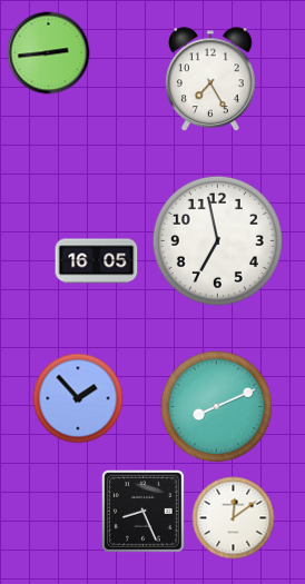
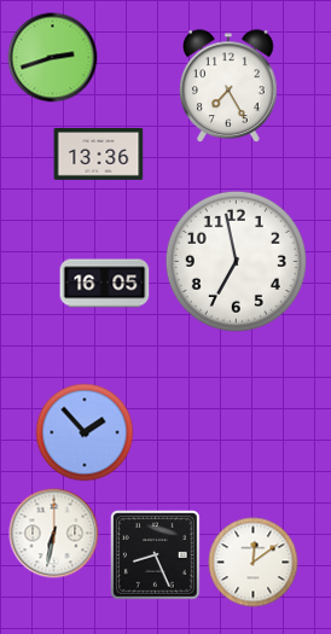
clock at (49, 53): 2:44 -> 2:42
clock at (99, 155): none -> 13:36
clock at (217, 407): 8:11 -> none
clock at (54, 534): none -> 6:32
